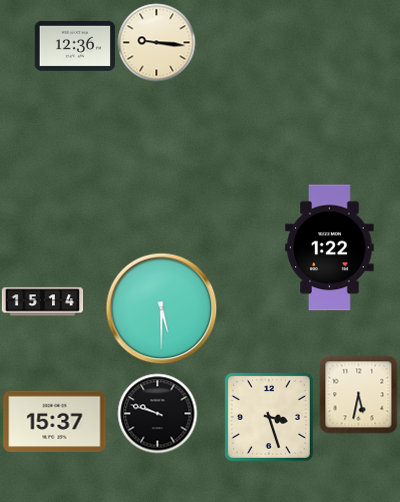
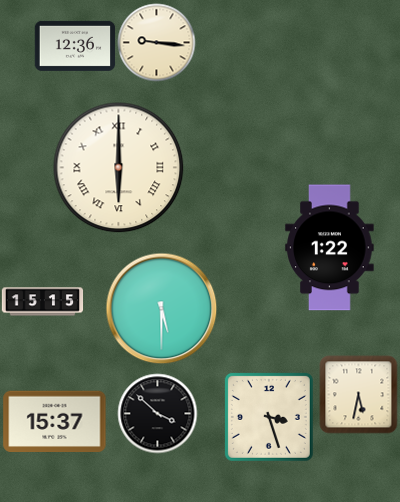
clock at (119, 168): none -> 6:00
clock at (42, 302): 15:14 -> 15:15
clock at (157, 413): 9:48 -> 3:52
